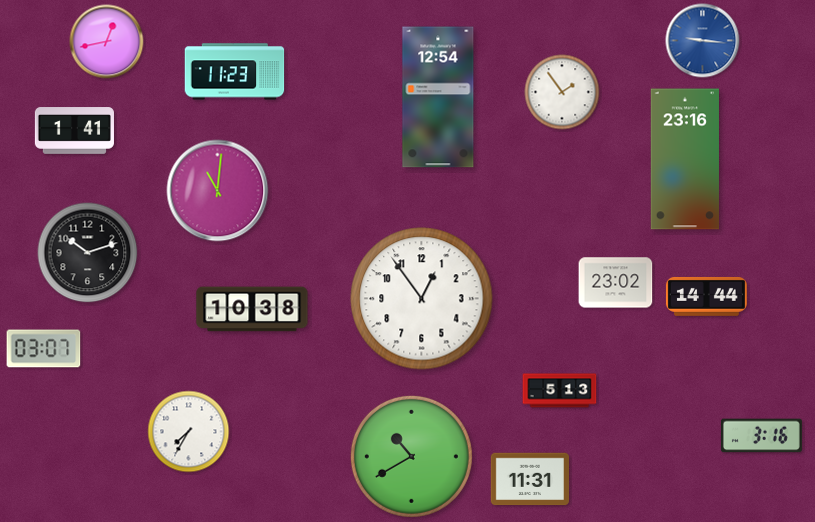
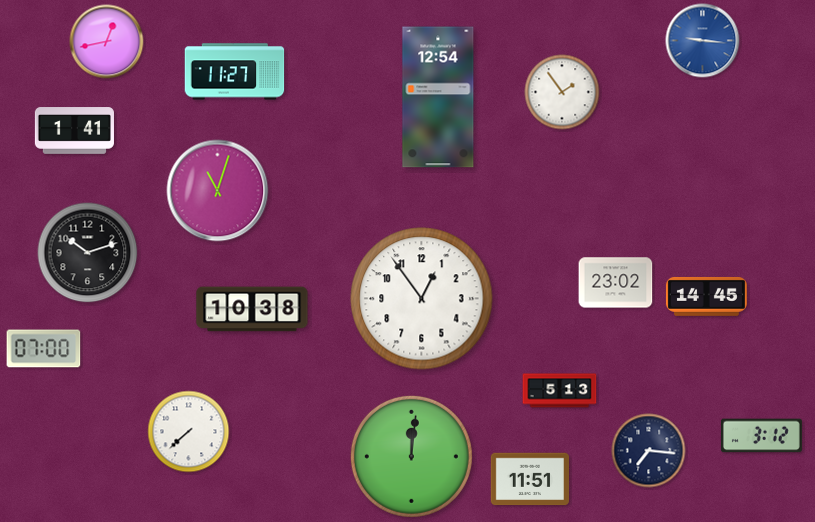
clock at (235, 72): 11:23 -> 11:27
clock at (685, 159): 23:16 -> none
clock at (218, 191): 11:01 -> 11:03
clock at (706, 296): 14:44 -> 14:45
clock at (44, 349): 03:07 -> 07:00
clock at (189, 432): 7:35 -> 7:38
clock at (761, 436): 3:16 -> 3:12
clock at (649, 451): none -> 7:16
clock at (411, 456): 10:40 -> 12:01
clock at (529, 479): 11:31 -> 11:51
